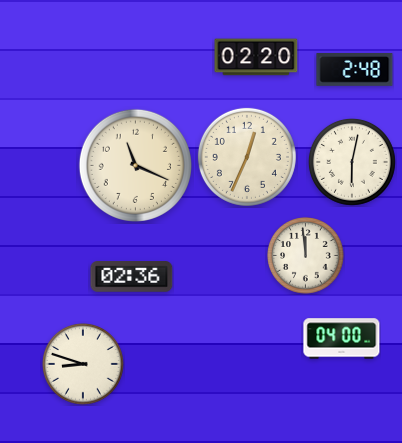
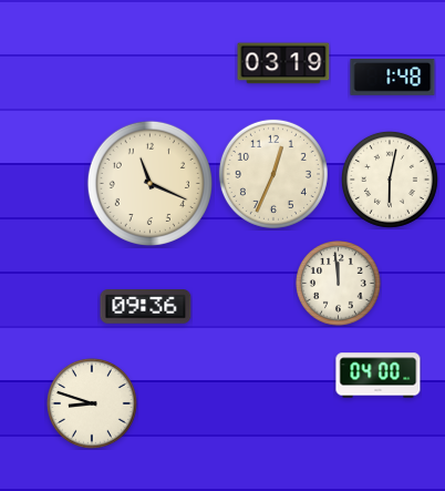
clock at (256, 57): 02:20 -> 03:19
clock at (355, 70): 2:48 -> 1:48
clock at (132, 277): 02:36 -> 09:36
